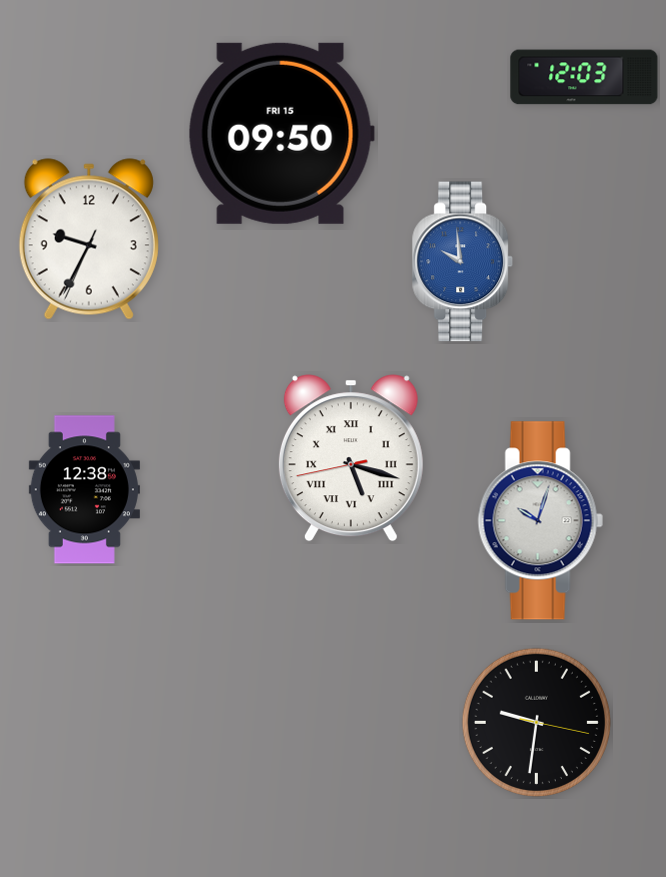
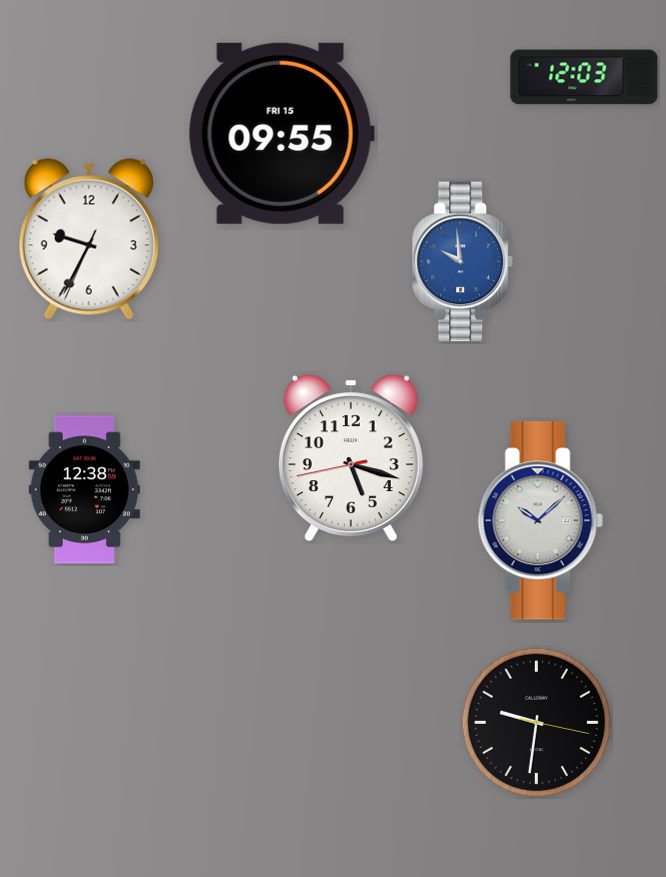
clock at (281, 133): 09:50 -> 09:55
clock at (351, 458) numerals: Roman -> Arabic
clock at (540, 521): 10:03 -> 10:08
